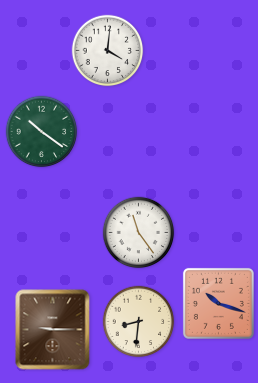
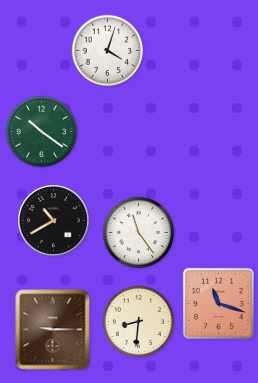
clock at (108, 51): 4:01 -> 4:03
clock at (54, 221): none -> 10:40
clock at (218, 303): 10:18 -> 11:18
